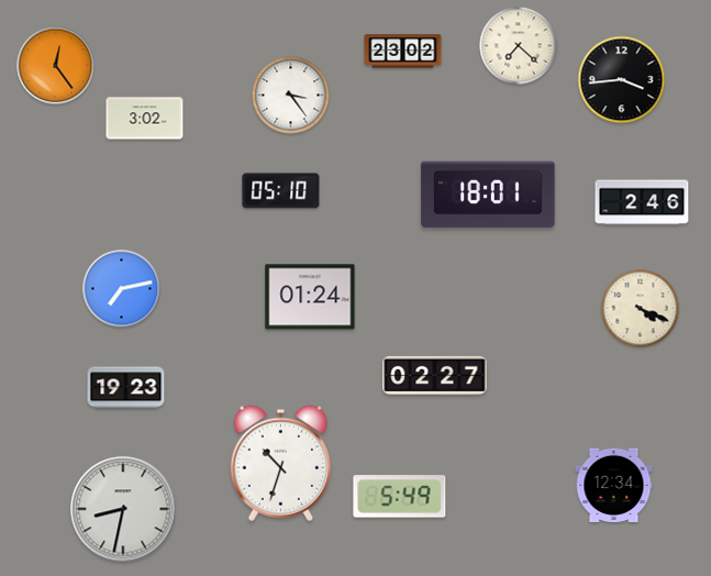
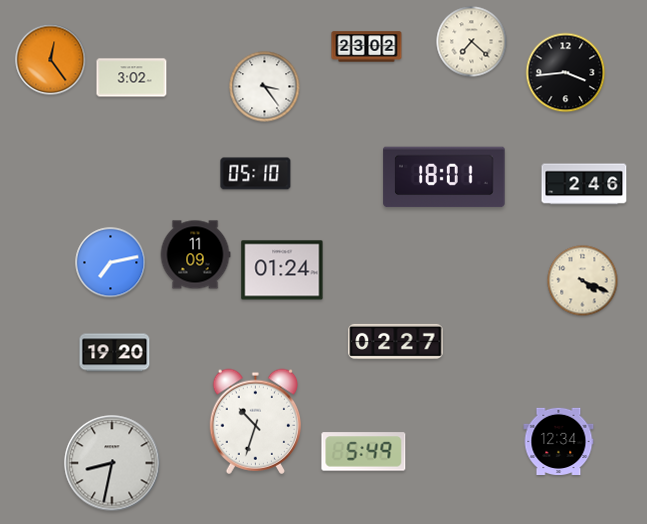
clock at (145, 119) position: (145, 119) -> (132, 78)
clock at (195, 255): none -> 11:09
clock at (126, 388): 19:23 -> 19:20
